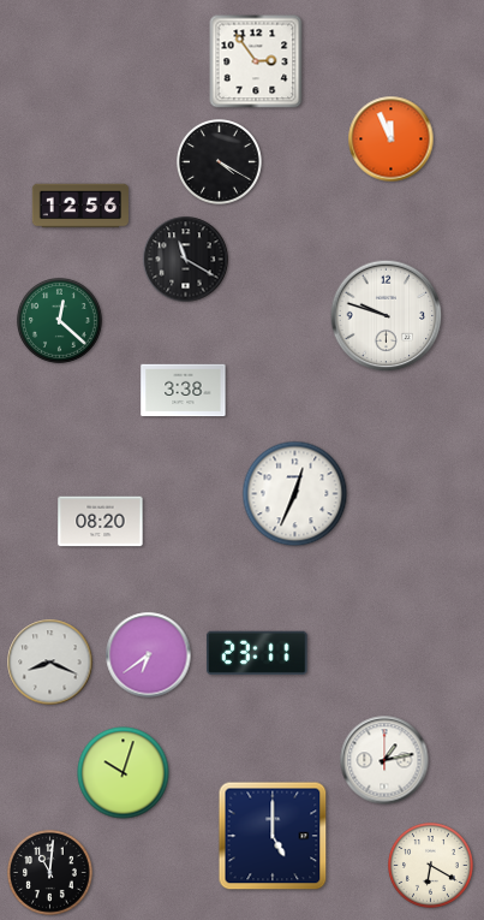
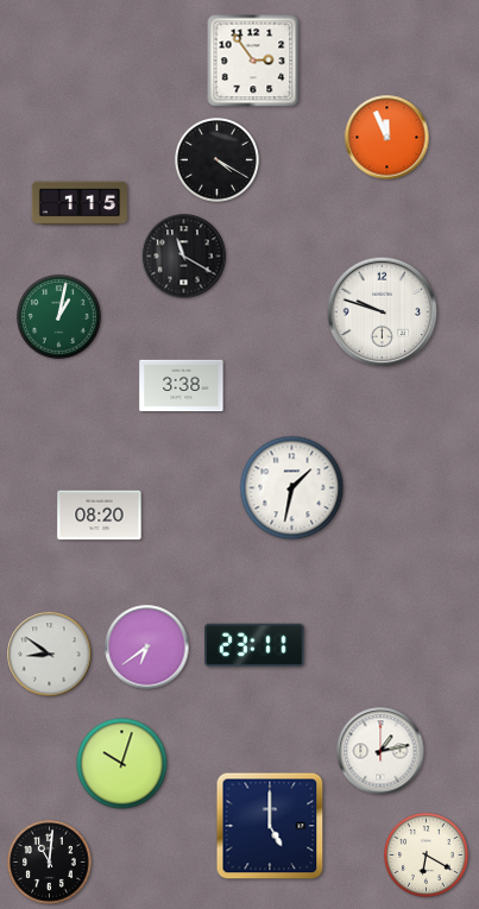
clock at (79, 206): 12:56 -> 1:15
clock at (60, 321): 12:22 -> 1:02
clock at (295, 494): 12:34 -> 1:32
clock at (50, 663): 8:19 -> 8:51
